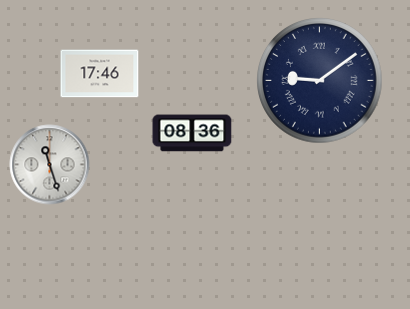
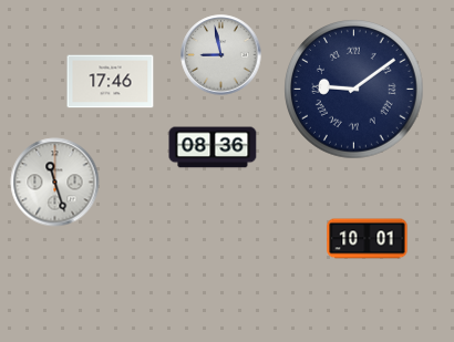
clock at (221, 55): none -> 8:58
clock at (368, 239): none -> 10:01
